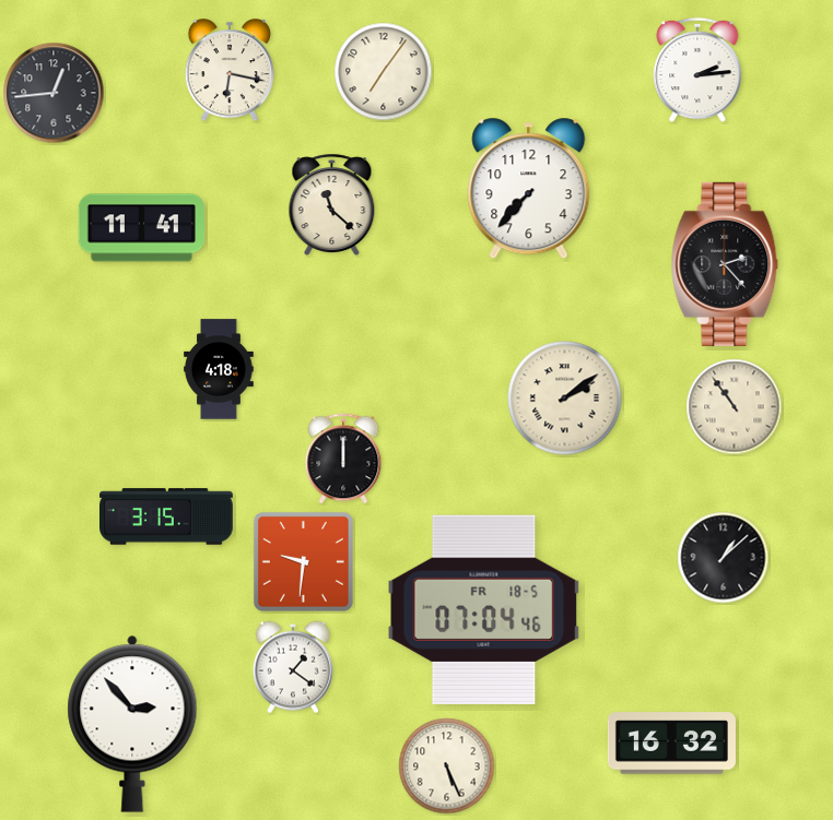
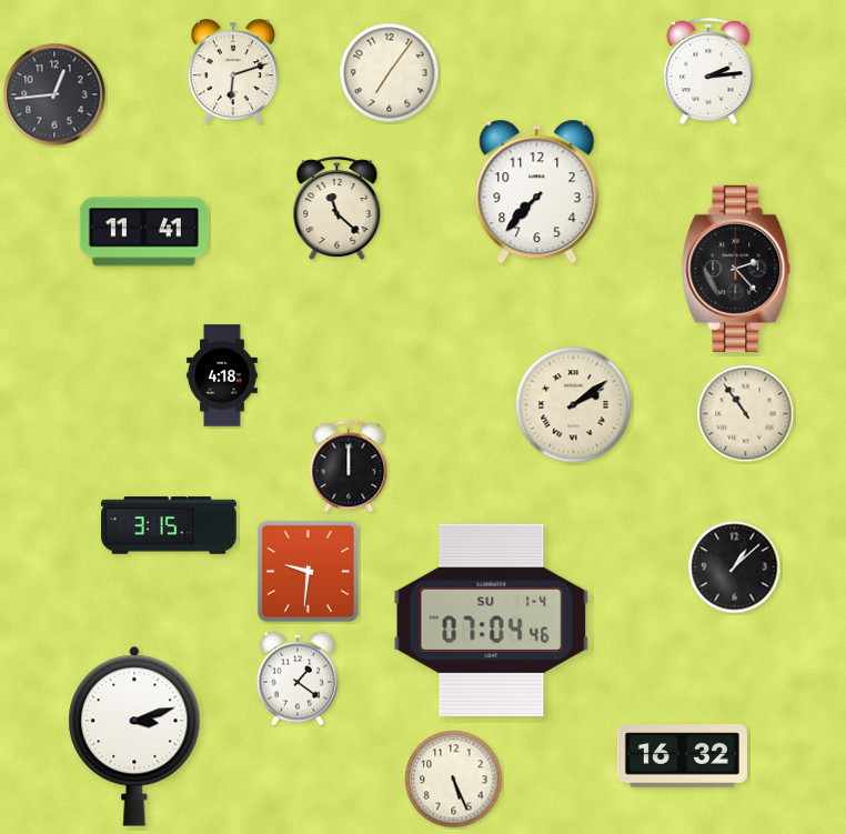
clock at (228, 71): 6:17 -> 6:12
clock at (484, 609) date: FR 18-5 -> SU 1-4
clock at (132, 724): 2:53 -> 3:12
